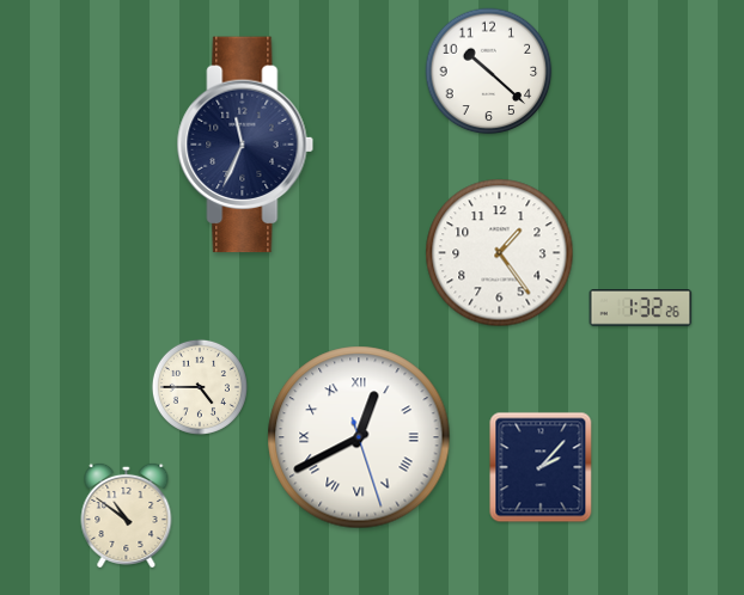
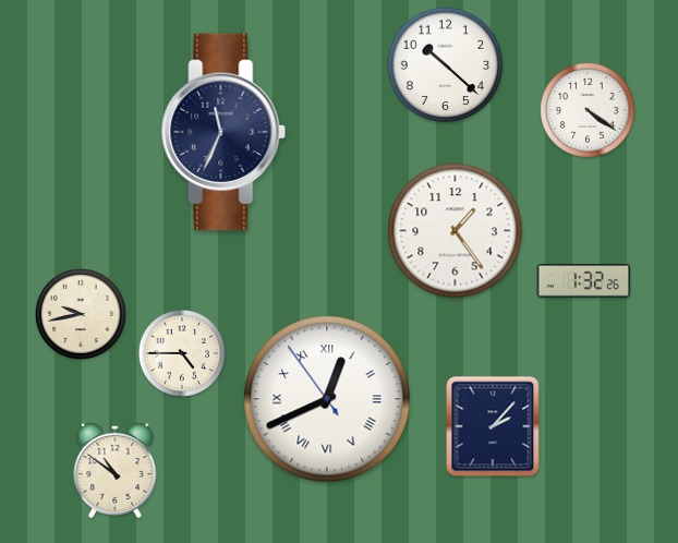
clock at (588, 110): none -> 4:21
clock at (82, 315): none -> 9:43
clock at (359, 437): 12:40:27 -> 12:40:54
